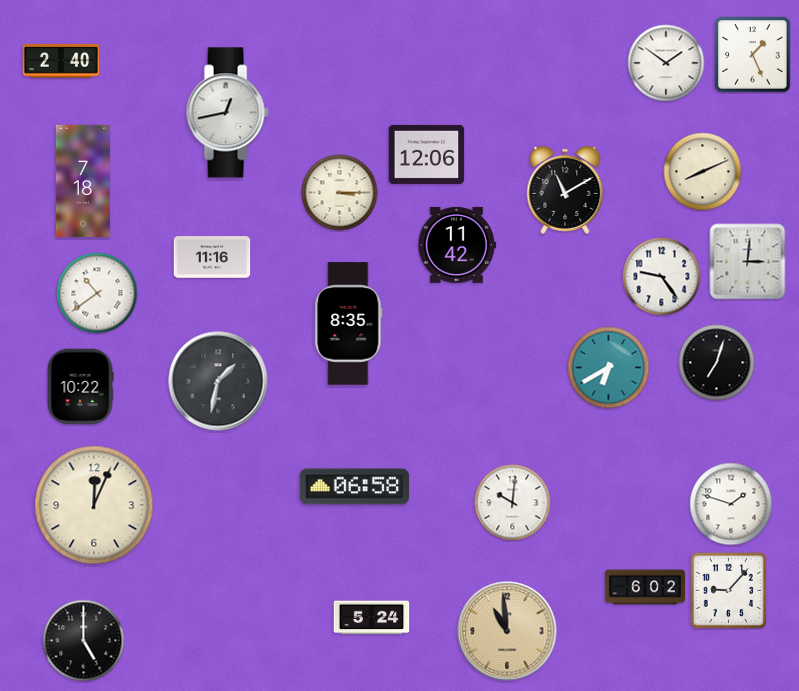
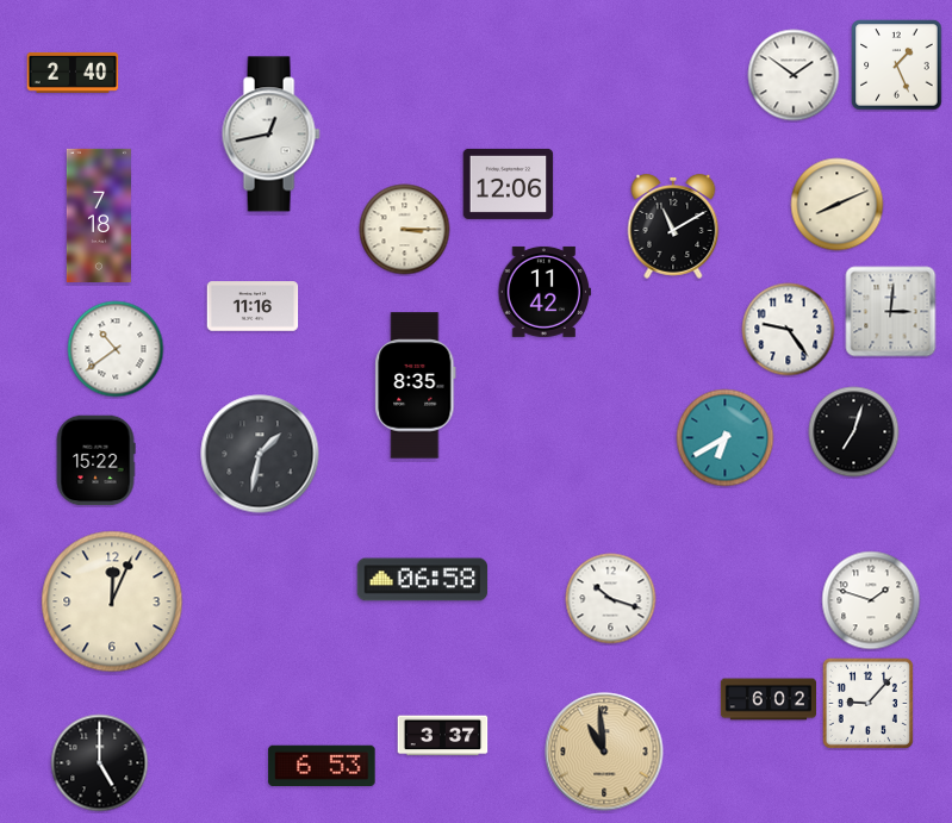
clock at (80, 387): 10:22 -> 15:22
clock at (513, 503): 10:01 -> 10:18
clock at (372, 618): 5:24 -> 3:37
clock at (322, 765): none -> 6:53
